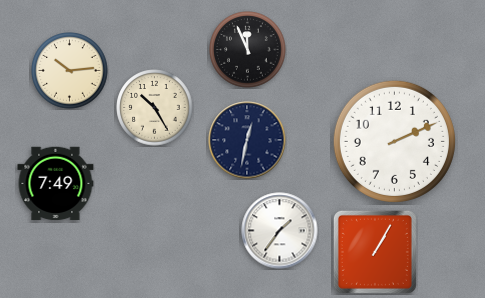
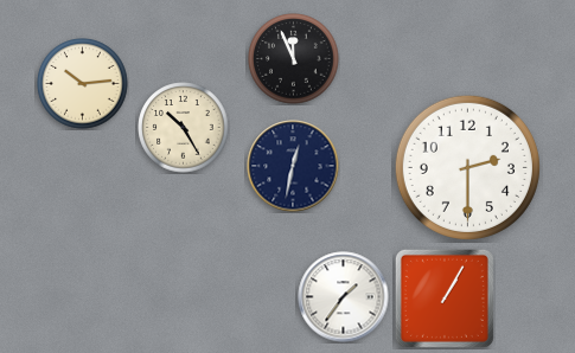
clock at (394, 141): 2:11 -> 2:30
clock at (56, 184): 7:49 -> none
clock at (280, 231) position: (280, 231) -> (344, 297)
